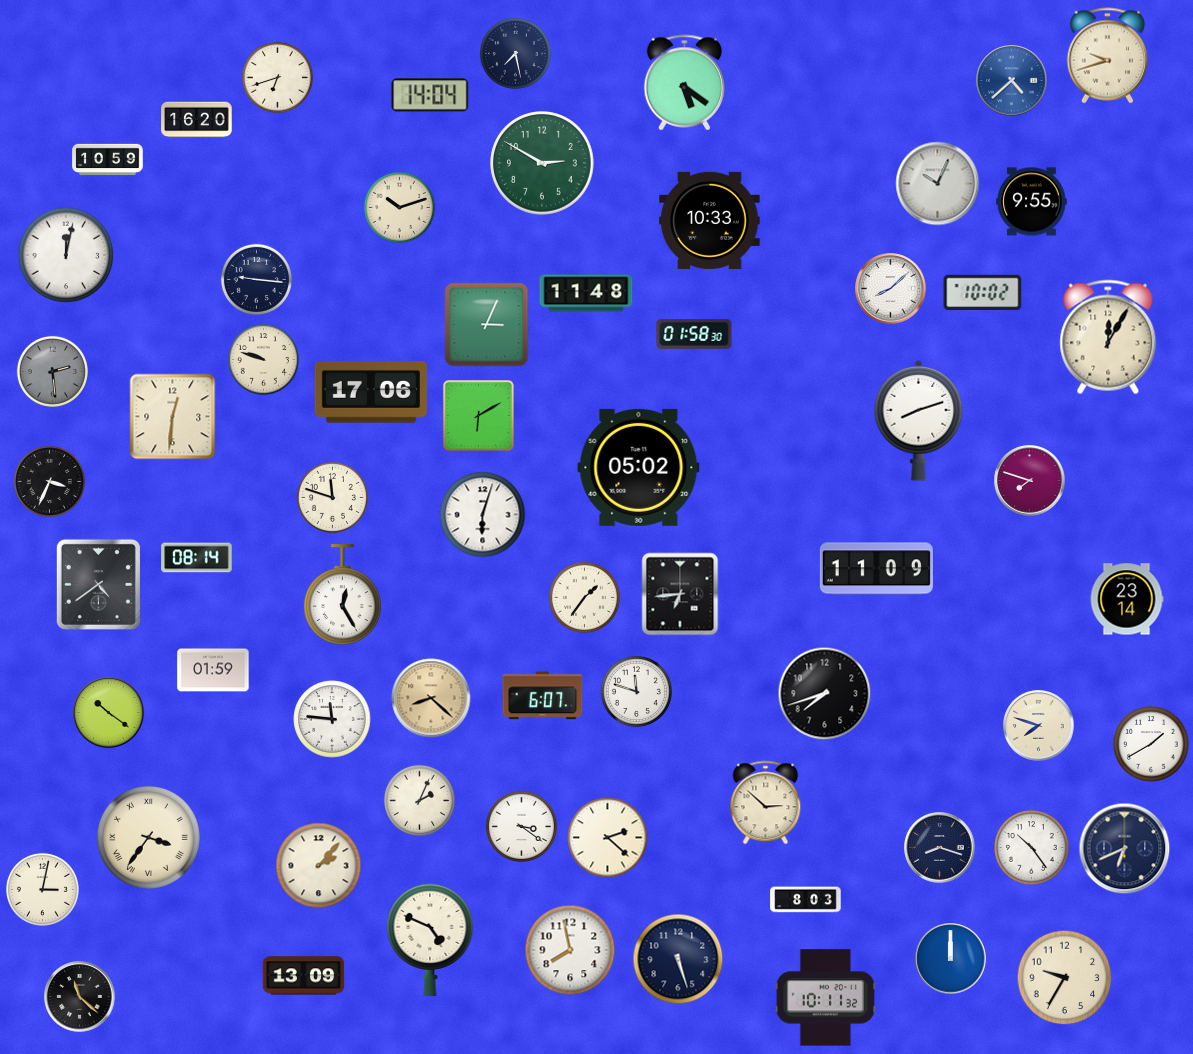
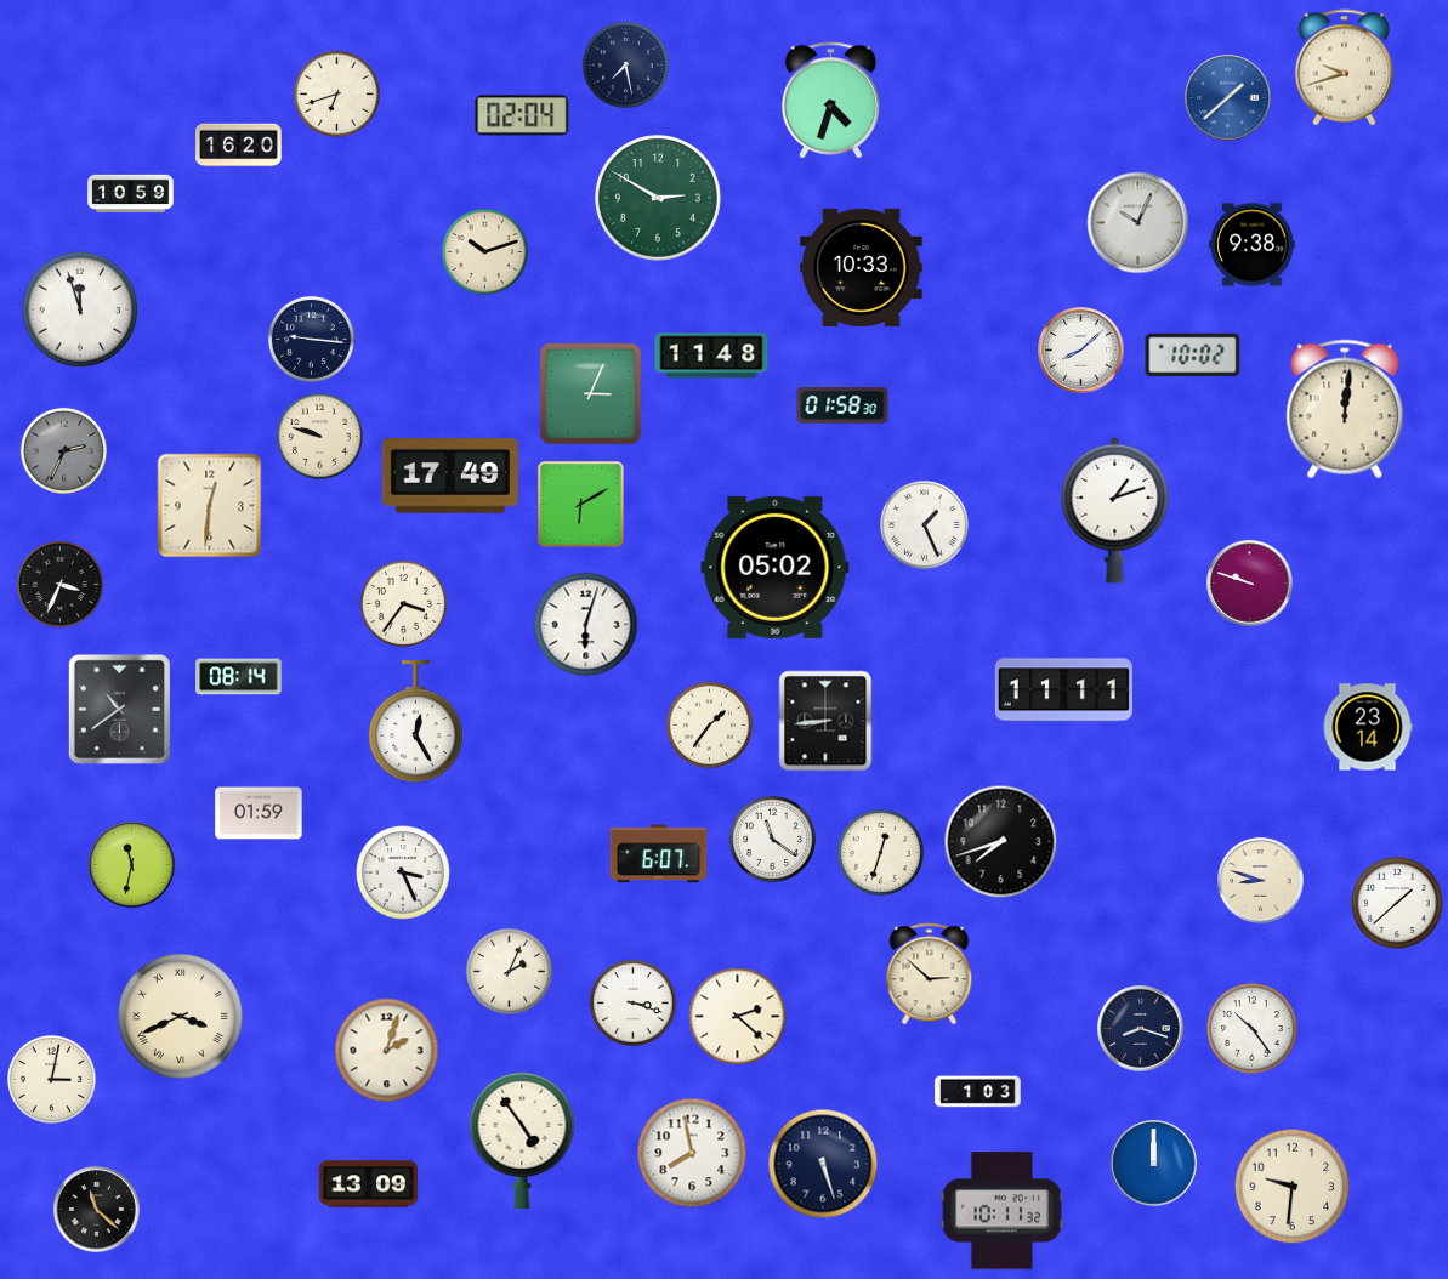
clock at (1012, 81): 4:38 -> 1:38
clock at (685, 83): 5:21 -> 4:33
clock at (430, 95): 14:04 -> 02:04
clock at (1032, 202): 9:55 -> 9:38
clock at (66, 255): 12:02 -> 11:57
clock at (1108, 337): 12:05 -> 12:01
clock at (52, 371): 2:29 -> 2:34
clock at (371, 392): 17:06 -> 17:49
clock at (919, 420): 8:12 -> 1:12
clock at (924, 524): none -> 1:26
clock at (1030, 481): 7:48 -> 9:48
clock at (332, 497): 11:48 -> 3:36
clock at (876, 569): 11:09 -> 11:11
clock at (98, 584): 4:39 -> 10:39
clock at (680, 594): 6:44 -> 8:44
clock at (636, 691): 11:48 -> 11:21
clock at (543, 696) position: (543, 696) -> (659, 854)
clock at (431, 698): 8:22 -> none
clock at (880, 852): none -> 12:33
clock at (109, 713): 10:21 -> 11:32
clock at (332, 719): 11:46 -> 3:26
clock at (1039, 726): 7:48 -> 8:48
clock at (1151, 744): 1:40 -> 1:38
clock at (521, 826): 3:21 -> 3:18
clock at (148, 837): 3:36 -> 3:41
clock at (1125, 849): 6:41 -> none
clock at (319, 866): 2:07 -> 2:03
clock at (806, 900): 8:03 -> 1:03
clock at (430, 939): 4:49 -> 4:54
clock at (1065, 978): 9:35 -> 9:31
